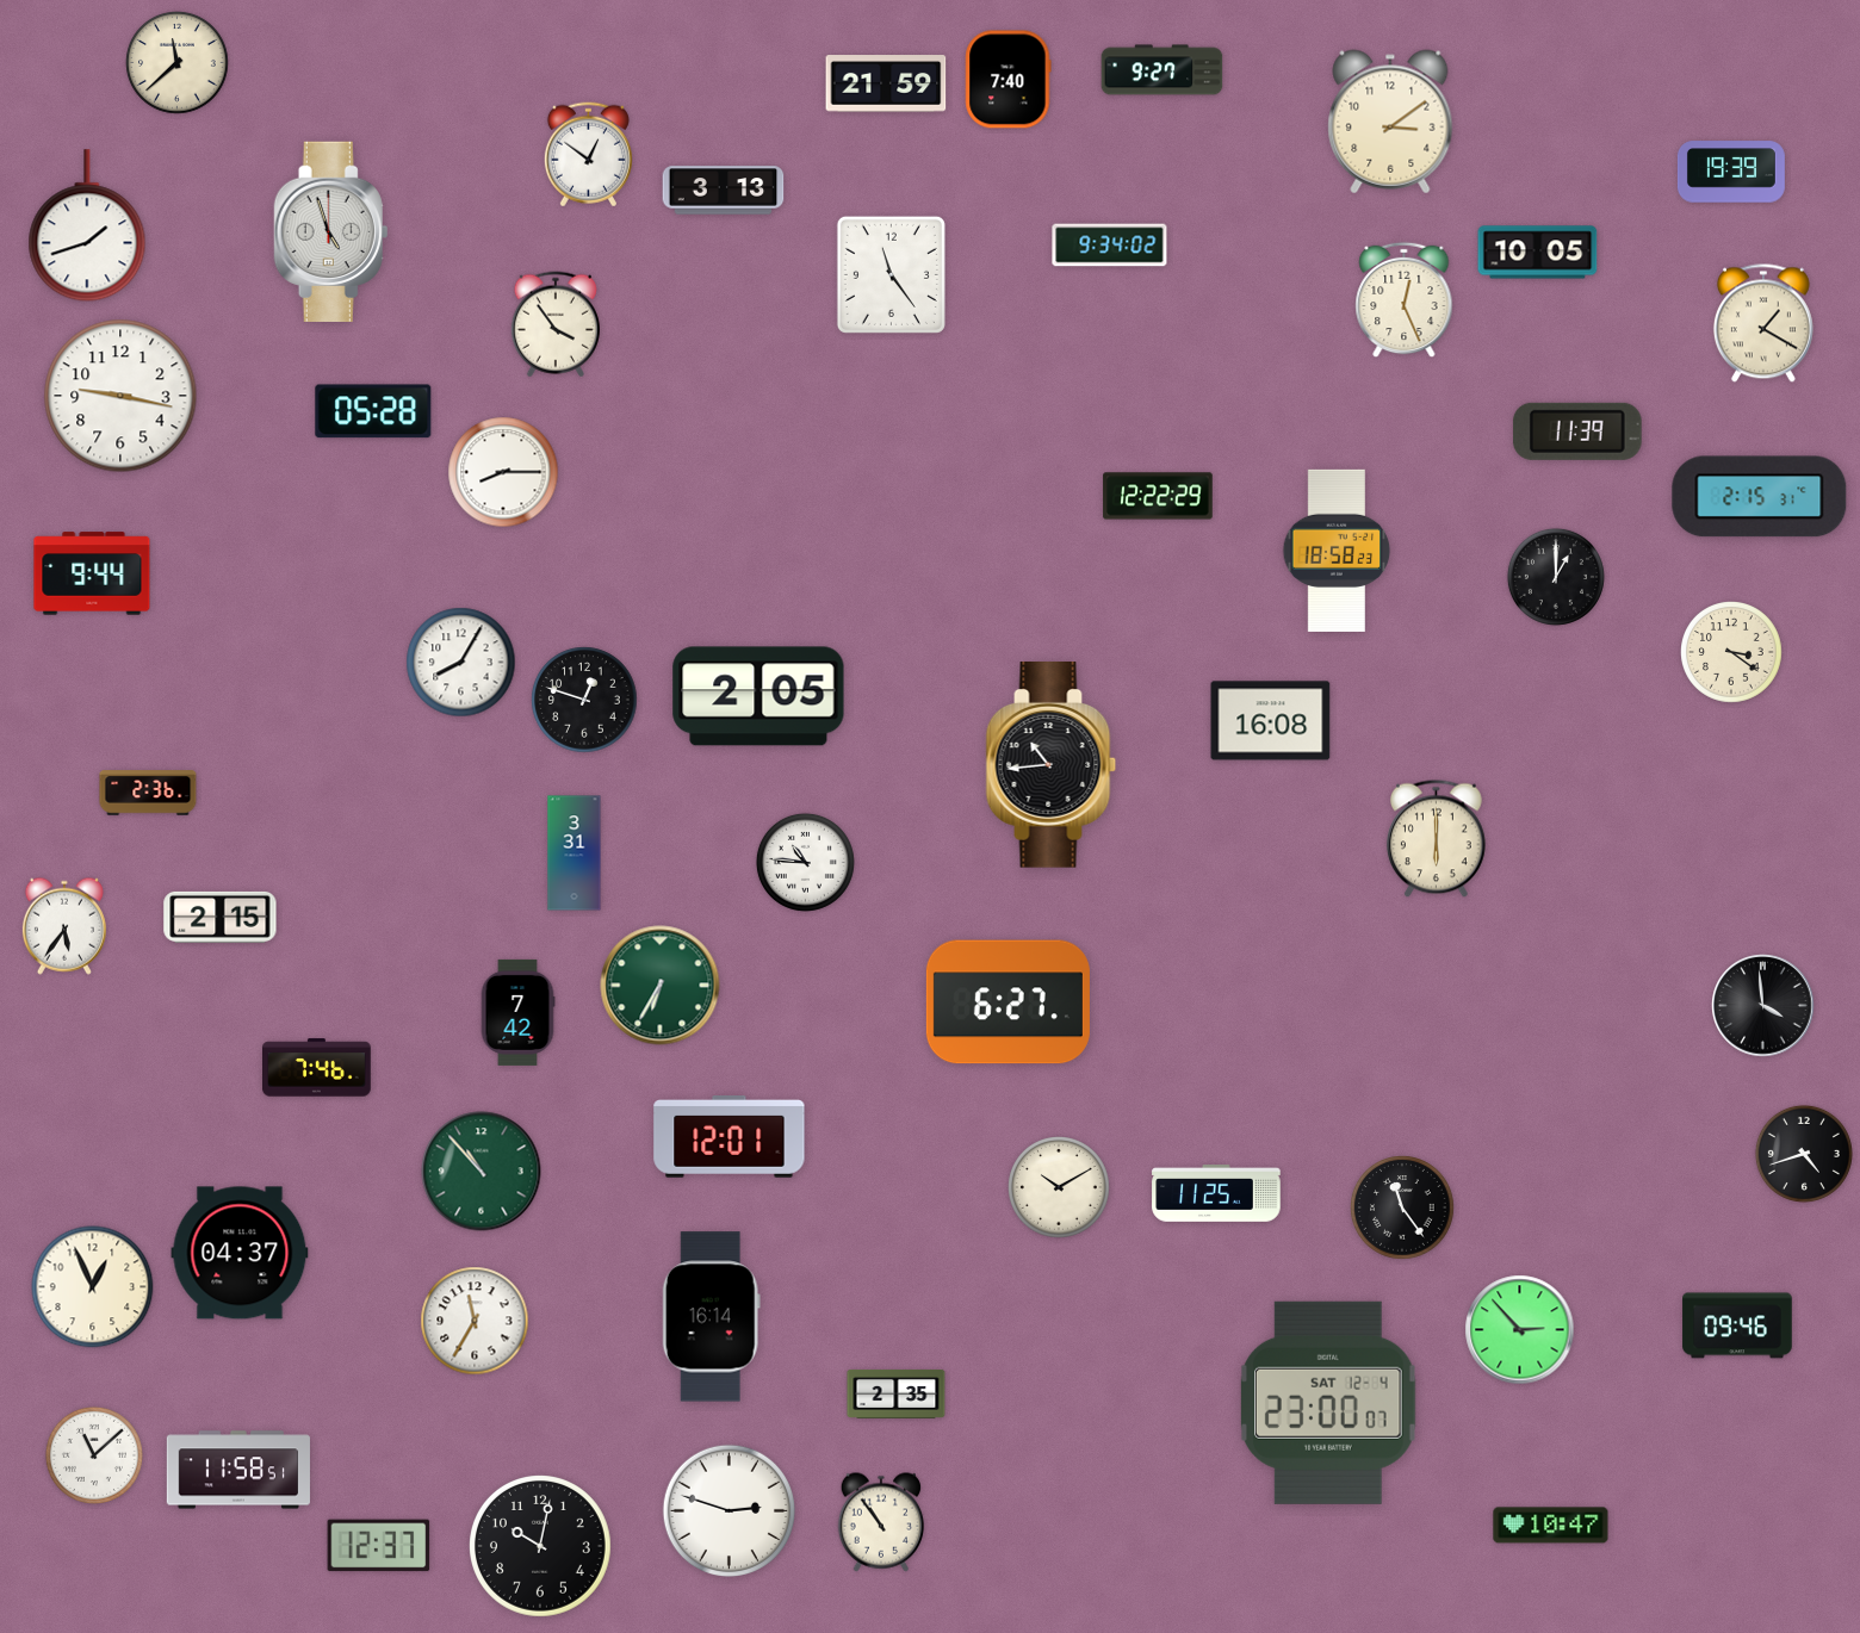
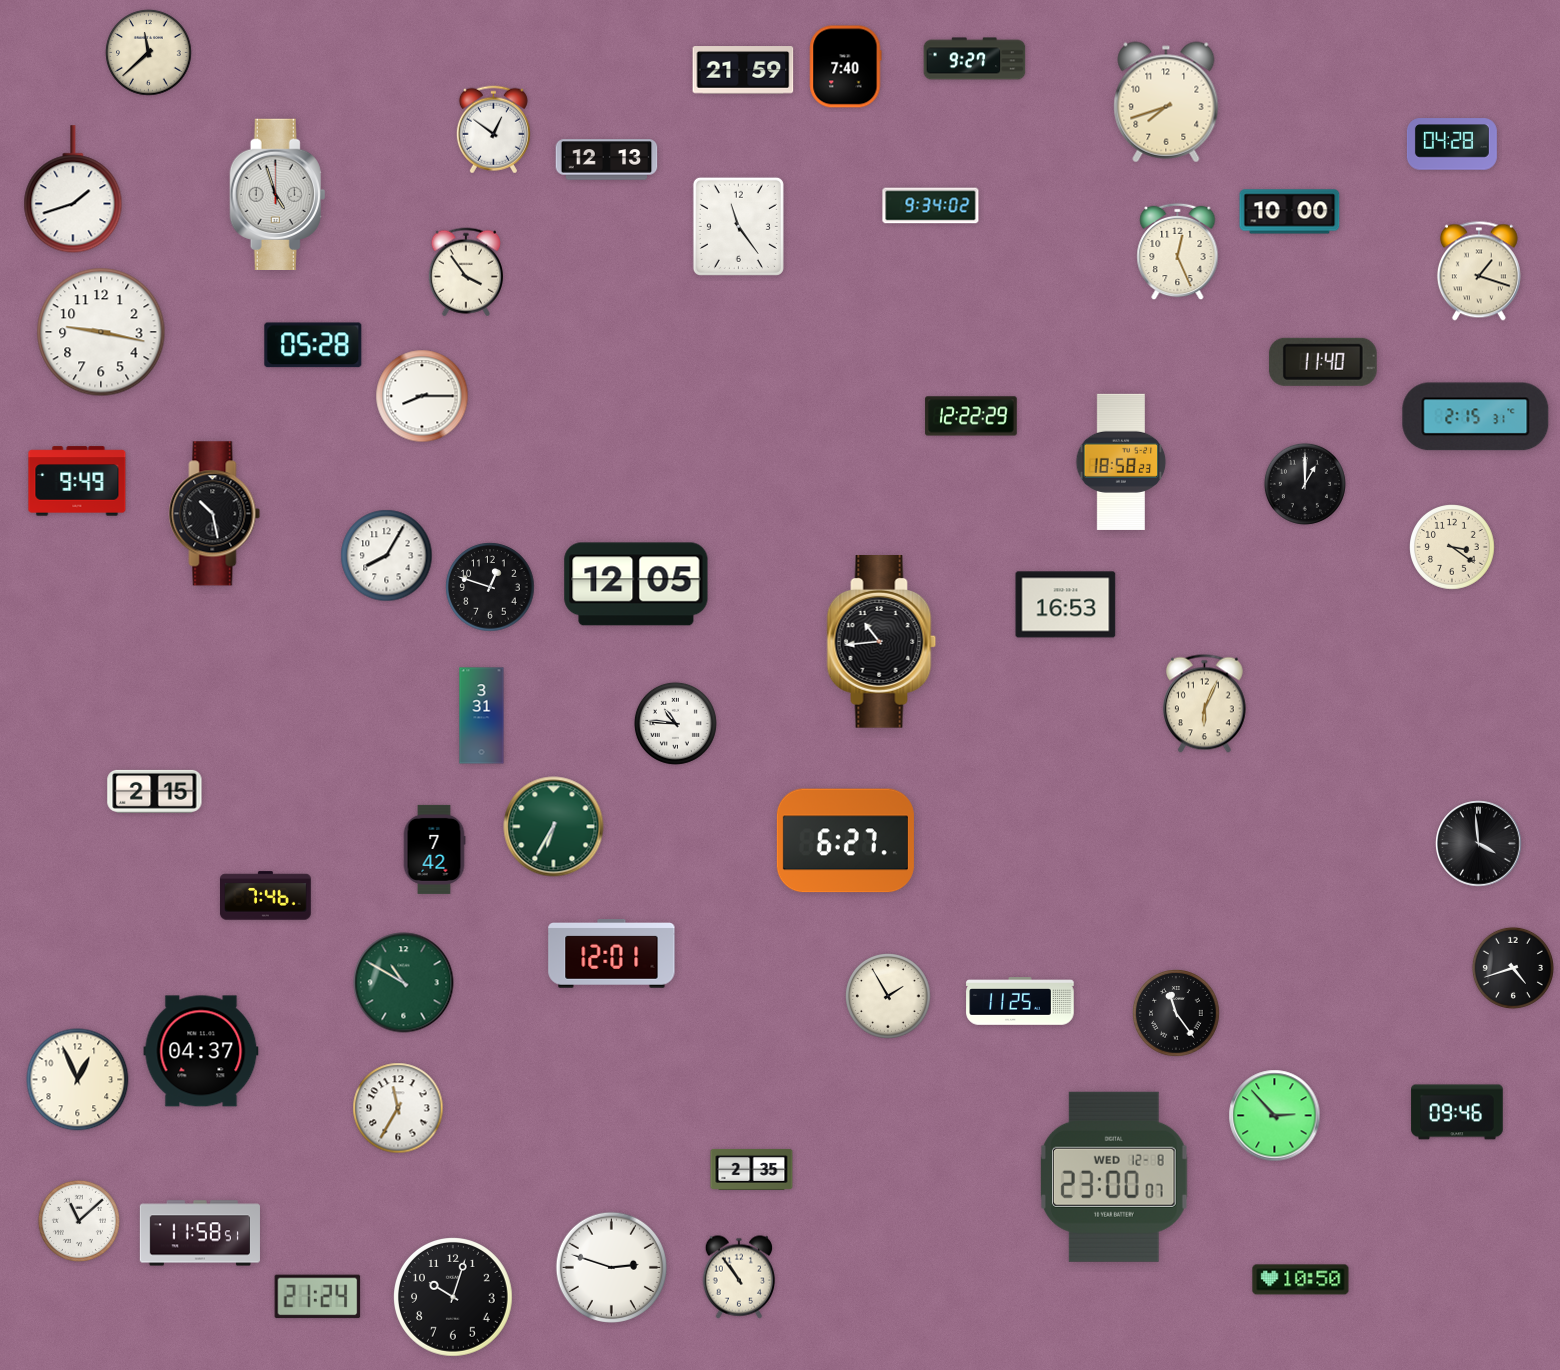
clock at (1390, 122): 3:09 -> 7:42
clock at (1731, 172): 19:39 -> 04:28
clock at (724, 191): 3:13 -> 12:13
clock at (1538, 253): 10:05 -> 10:00
clock at (891, 274) position: (891, 274) -> (738, 226)
clock at (1763, 323): 1:20 -> 1:18
clock at (1577, 431): 11:39 -> 11:40
clock at (92, 573): 9:44 -> 9:49
clock at (215, 514): none -> 10:28
clock at (758, 696): 2:05 -> 12:05
clock at (1271, 721): 16:08 -> 16:53
clock at (148, 793): 2:36 -> none
clock at (1436, 839): 6:00 -> 6:04
clock at (221, 917) position: (221, 917) -> (155, 791)
clock at (64, 926): 5:36 -> none
clock at (482, 1172): 10:53 -> 10:50
clock at (1060, 1188): 10:10 -> 1:55
clock at (711, 1317): 16:14 -> none
clock at (1328, 1403) date: SAT 12-4 -> WED 12-8
clock at (1551, 1526): 10:47 -> 10:50
clock at (379, 1546): 12:37 -> 21:24
clock at (541, 1547): 10:02 -> 10:03
